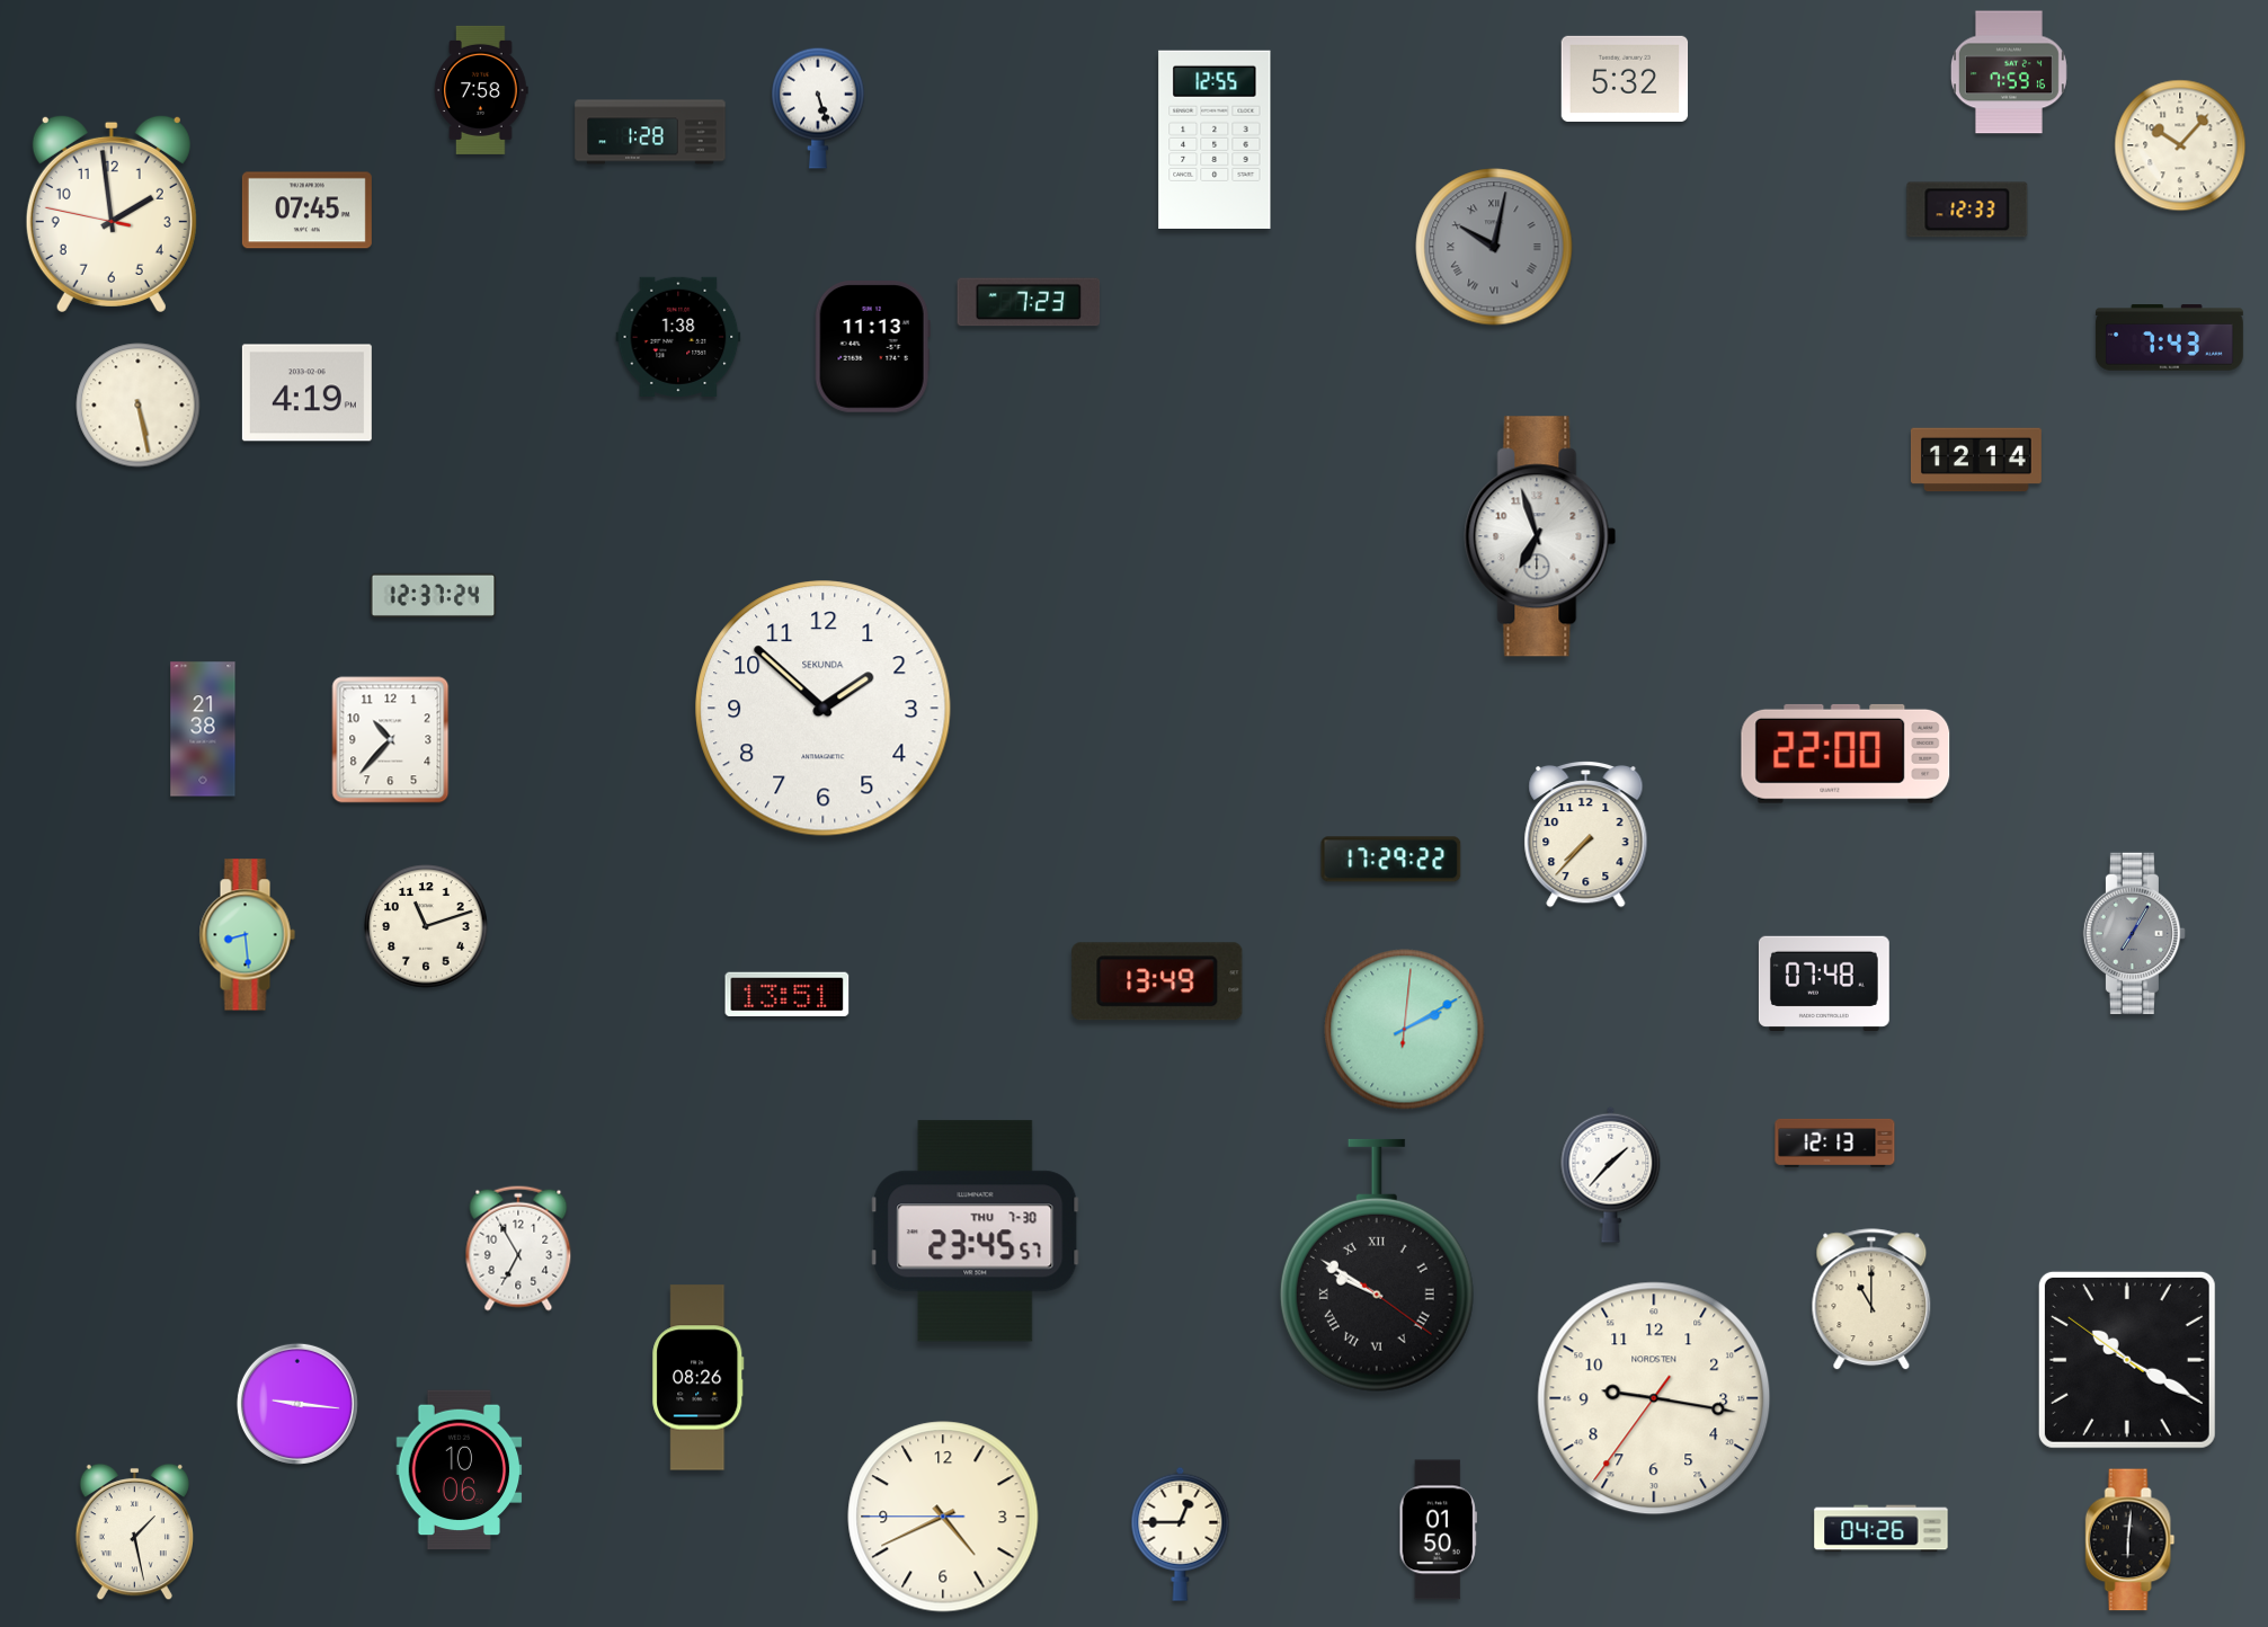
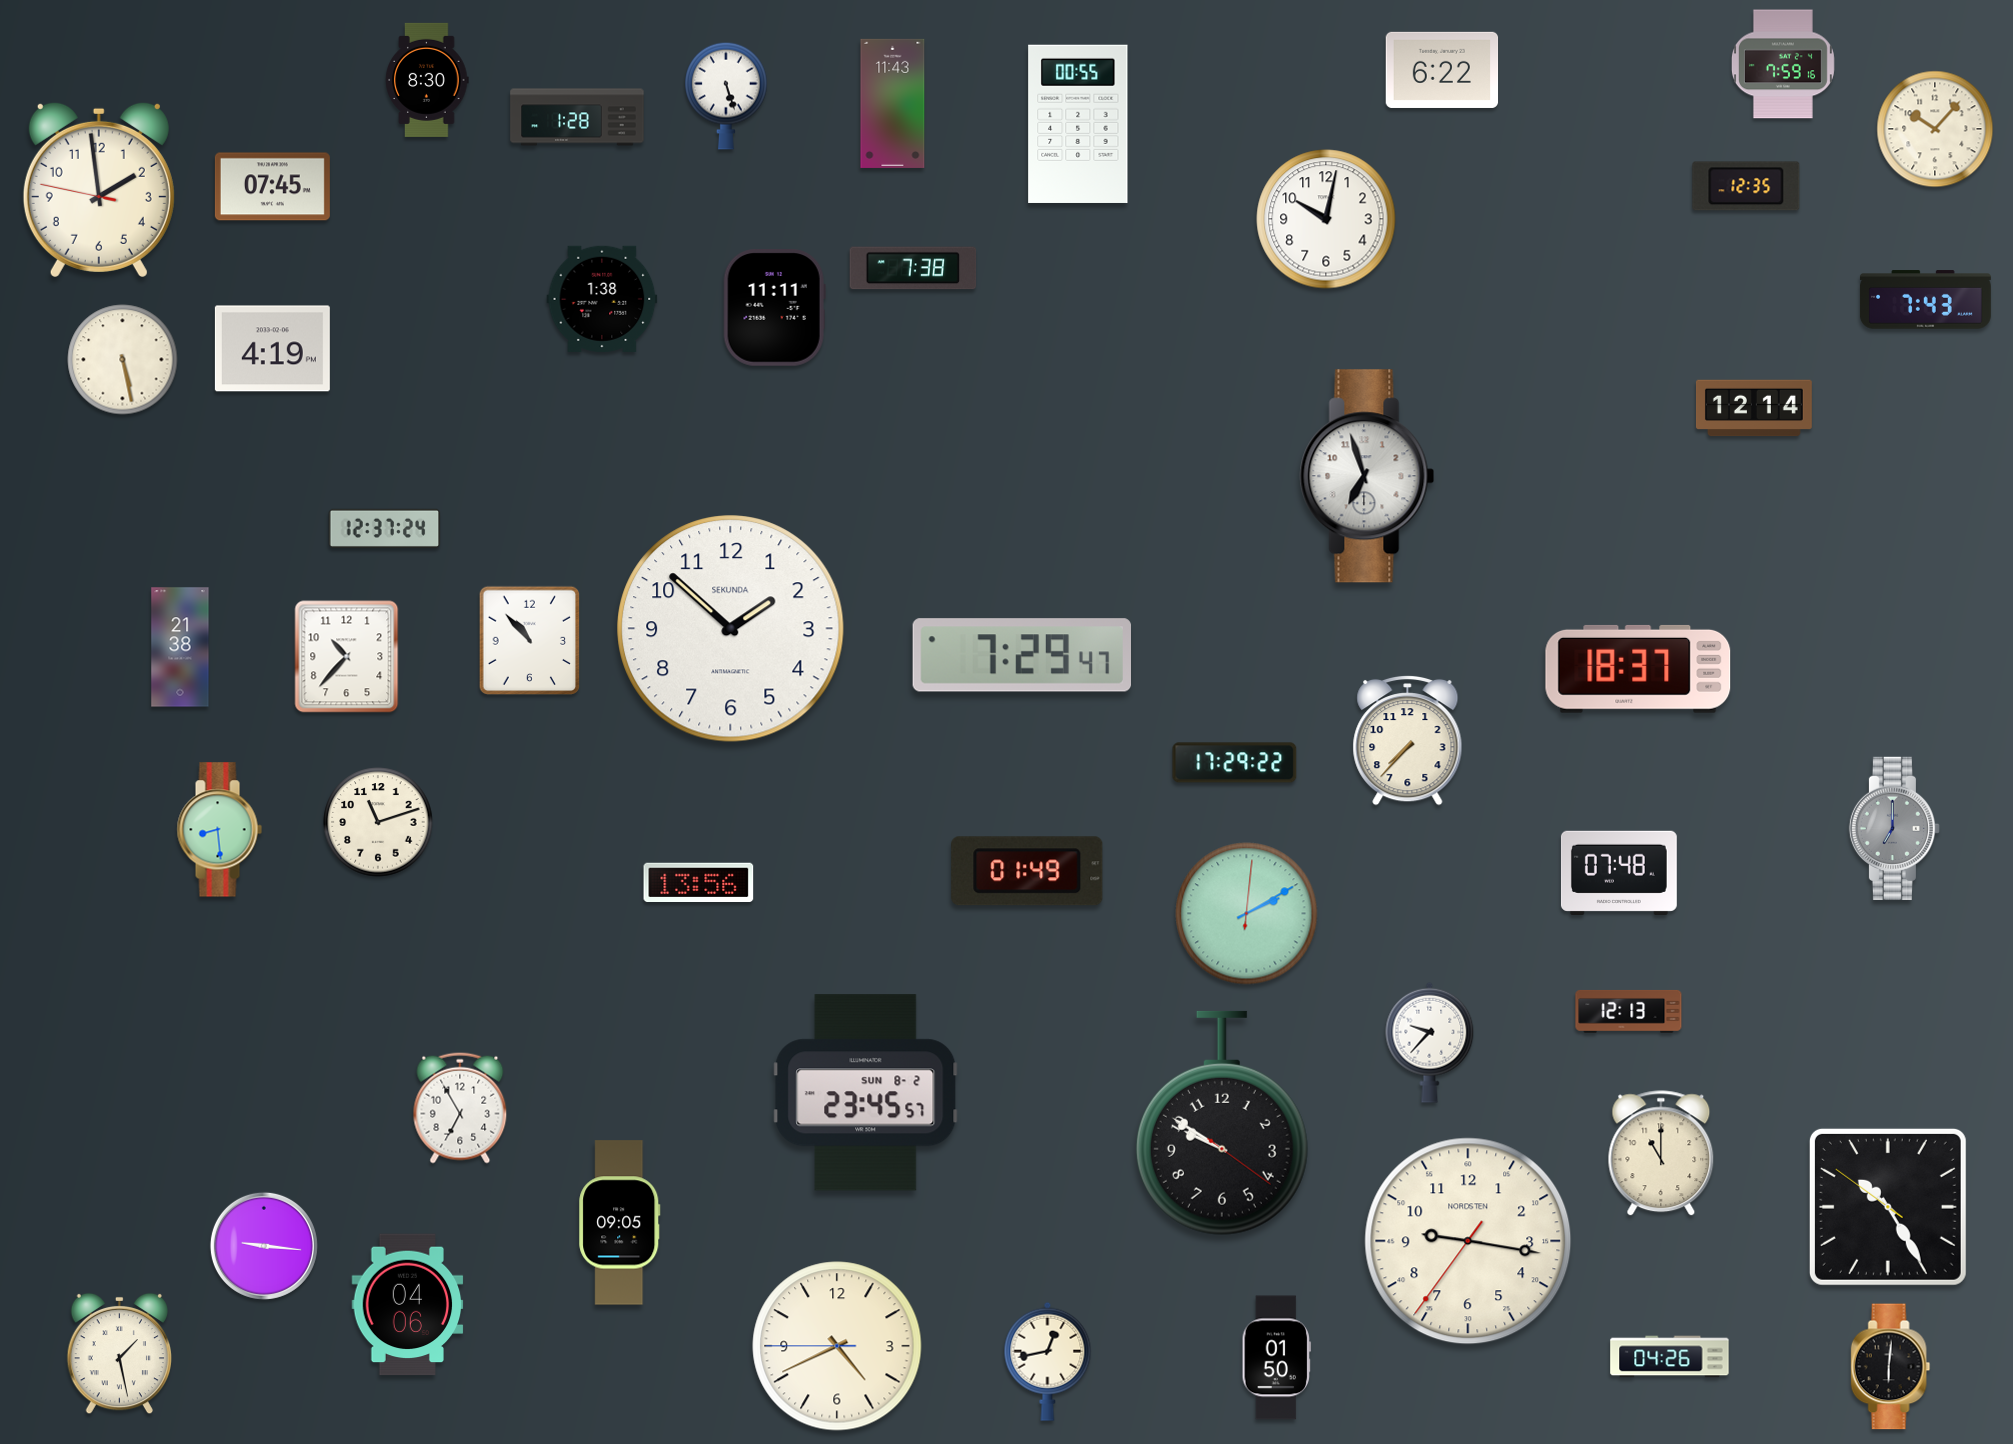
clock at (1625, 79): 5:32 -> 6:22
clock at (481, 90): 7:58 -> 8:30
clock at (893, 103): none -> 11:43
clock at (1215, 140): 12:55 -> 00:55
clock at (1967, 210): 12:33 -> 12:35
clock at (1494, 247) dial: grey -> white
clock at (1494, 247) numerals: Roman -> Arabic
clock at (1029, 302): 7:23 -> 7:38
clock at (872, 347): 11:13 -> 11:11
clock at (530, 641): none -> 10:53
clock at (1021, 655): none -> 7:29
clock at (1845, 754): 22:00 -> 18:37
clock at (2134, 933): 7:05 -> 7:00
clock at (1157, 981): 13:49 -> 01:49
clock at (788, 995): 13:51 -> 13:56
clock at (1835, 1143) position: (1835, 1143) -> (1629, 1011)
clock at (1611, 1174): 1:37 -> 9:37
clock at (976, 1232) date: THU 7-30 -> SUN 8-2
clock at (1377, 1265) numerals: Roman -> Arabic
clock at (2127, 1360): 10:19 -> 10:24
clock at (699, 1378): 08:26 -> 09:05
clock at (460, 1470): 10:06 -> 04:06
clock at (134, 1532) position: (134, 1532) -> (119, 1354)
clock at (1181, 1533): 12:45 -> 12:43
